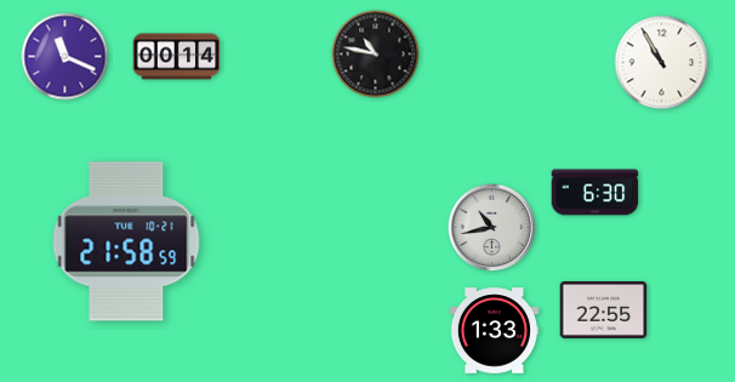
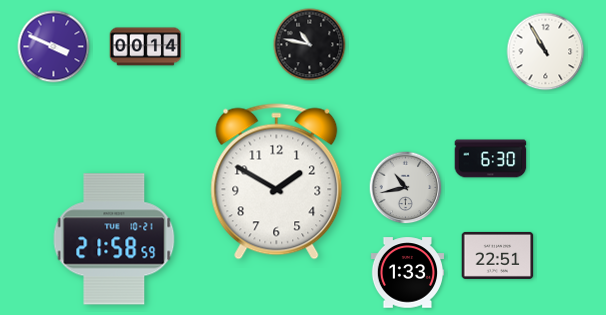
clock at (65, 57): 11:19 -> 3:49
clock at (277, 182): none -> 1:50
clock at (126, 241) position: (126, 241) -> (114, 239)
clock at (604, 309): 22:55 -> 22:51
